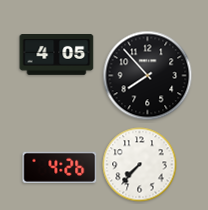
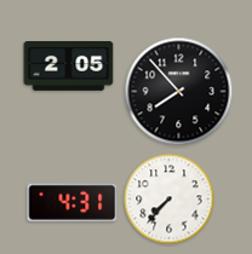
clock at (57, 55): 4:05 -> 2:05
clock at (60, 167): 4:26 -> 4:31
